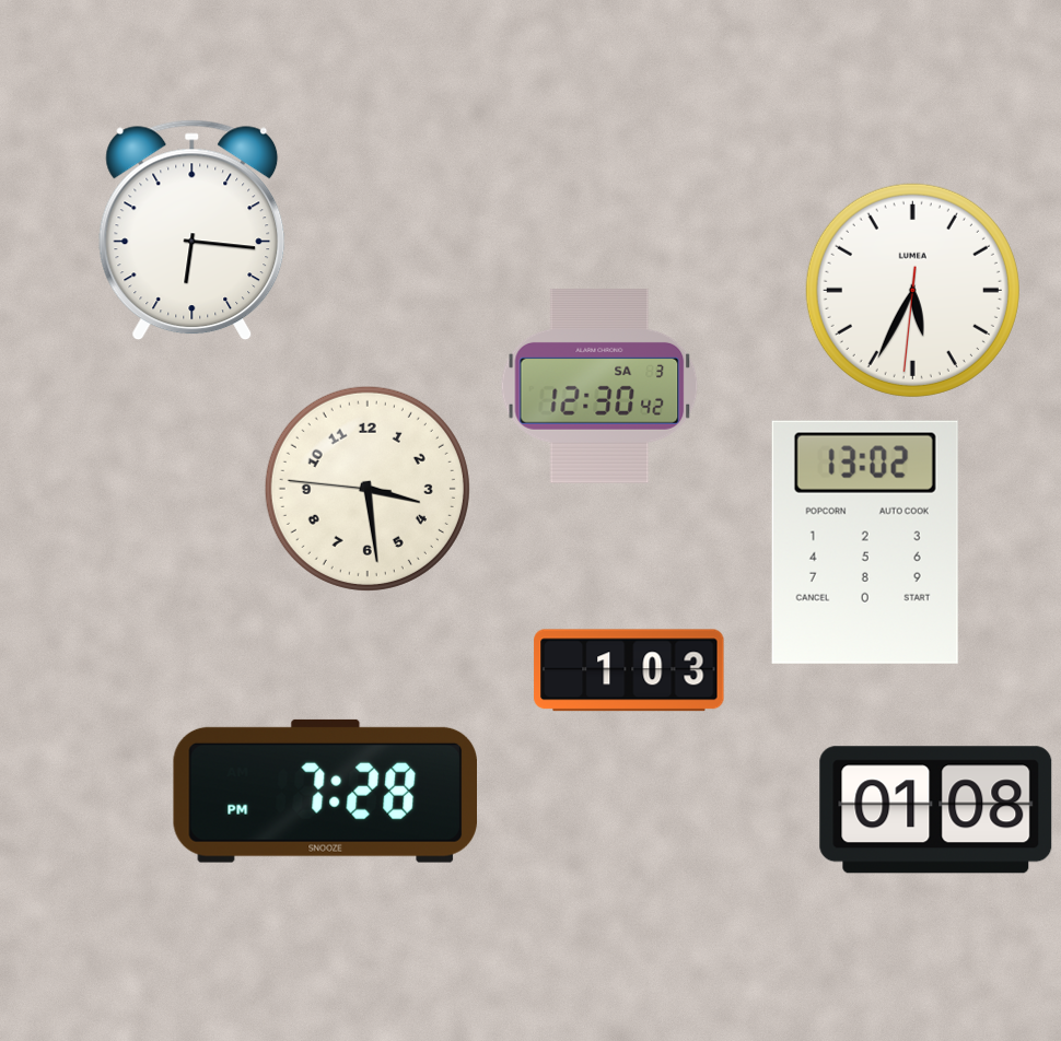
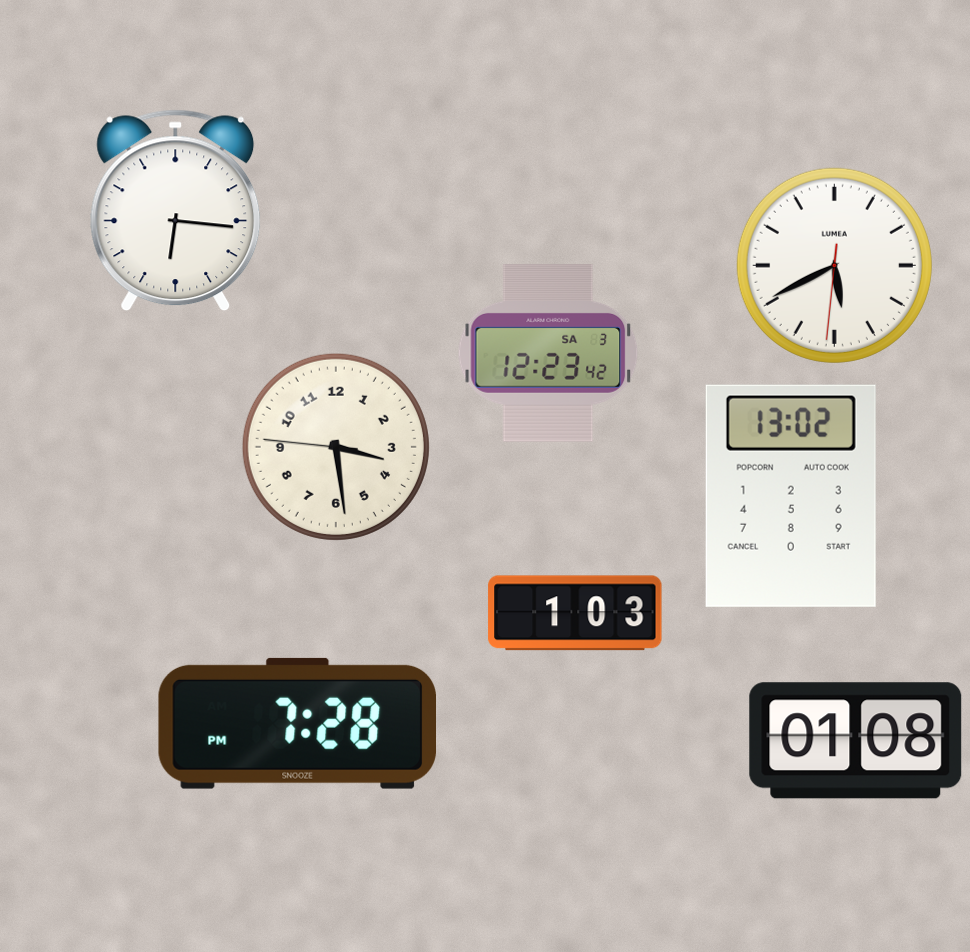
clock at (912, 290): 5:34 -> 5:40
clock at (599, 387): 12:30 -> 12:23
